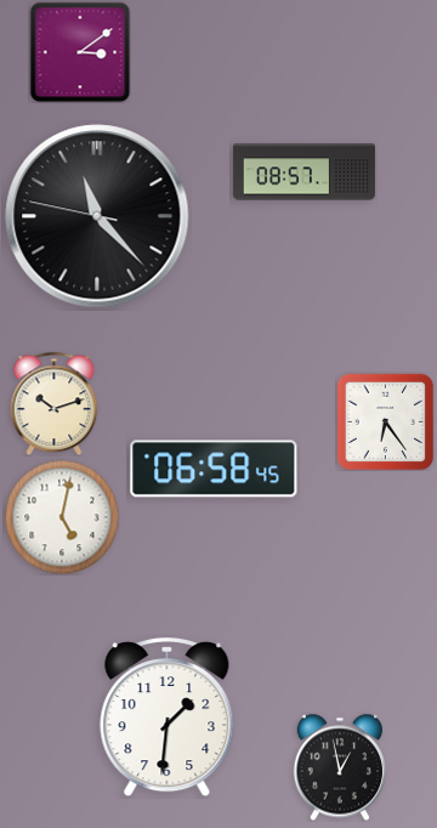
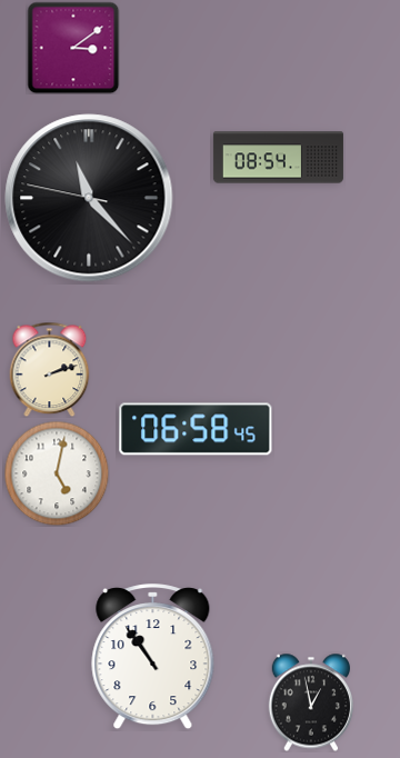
clock at (303, 172): 08:57 -> 08:54
clock at (55, 403): 10:12 -> 2:12
clock at (385, 421): 6:24 -> none
clock at (168, 718): 1:31 -> 10:54
